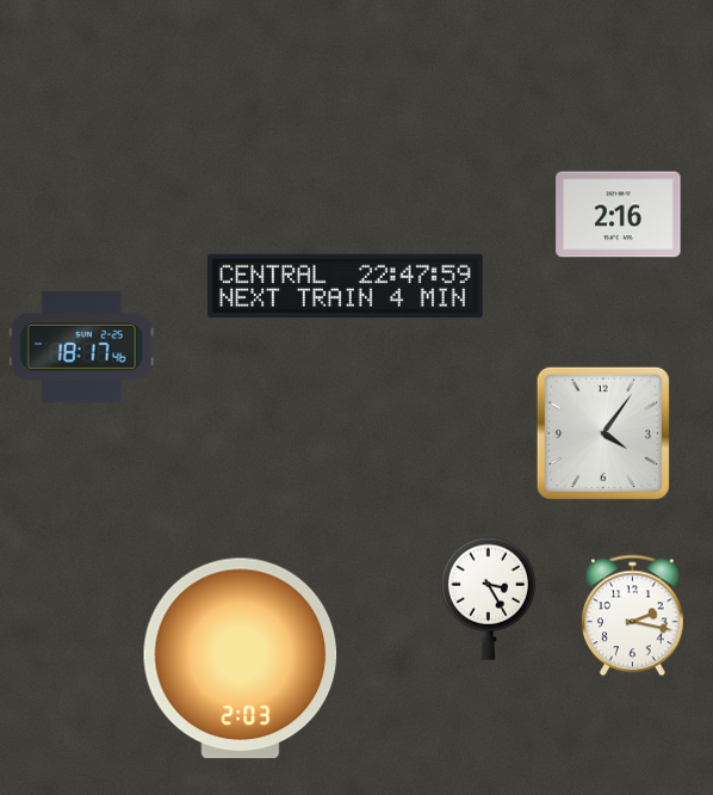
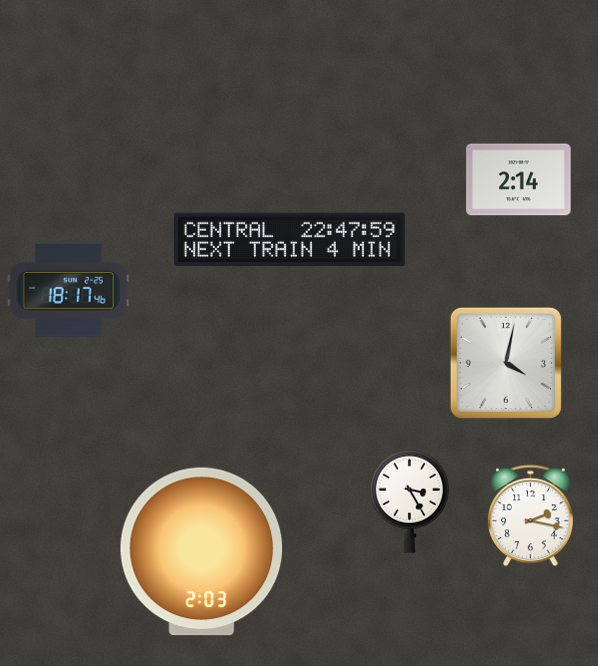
clock at (619, 215): 2:16 -> 2:14
clock at (603, 433): 4:06 -> 4:02
